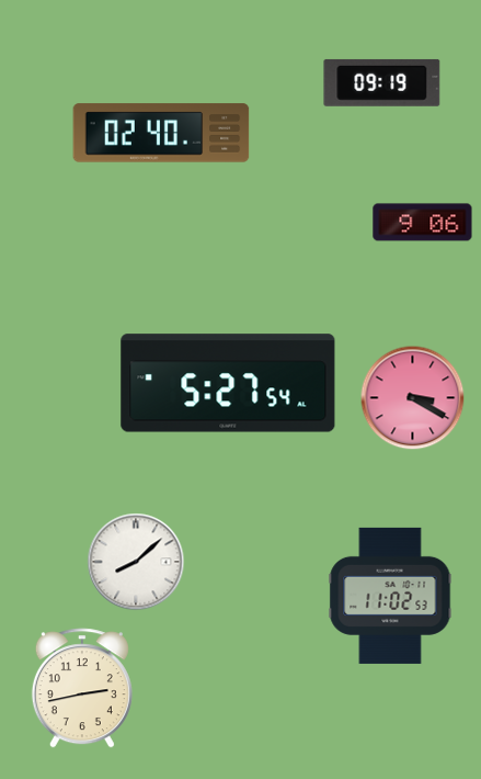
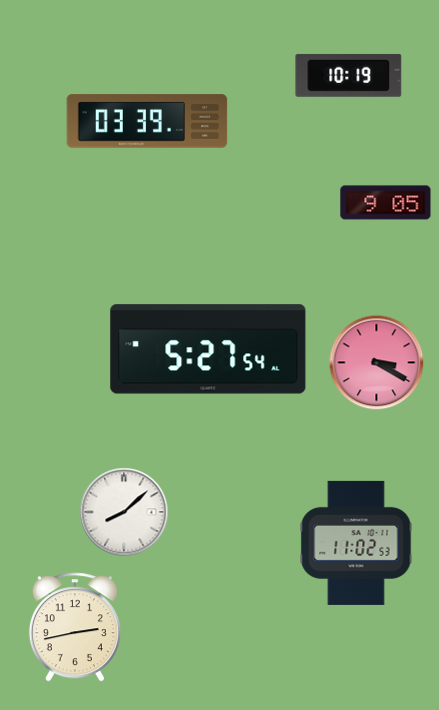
clock at (382, 82): 09:19 -> 10:19
clock at (161, 133): 02:40 -> 03:39
clock at (423, 223): 9:06 -> 9:05
